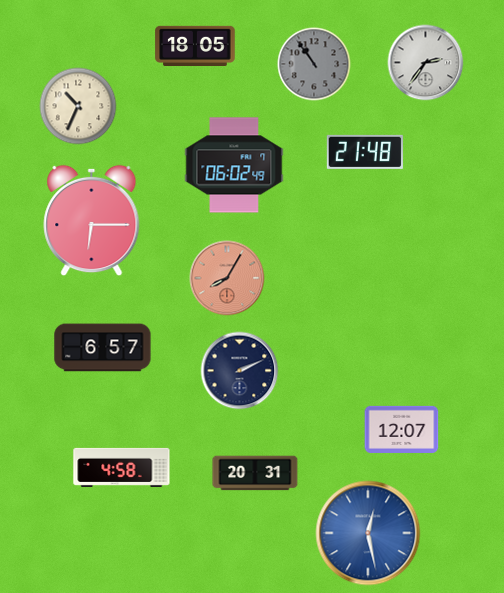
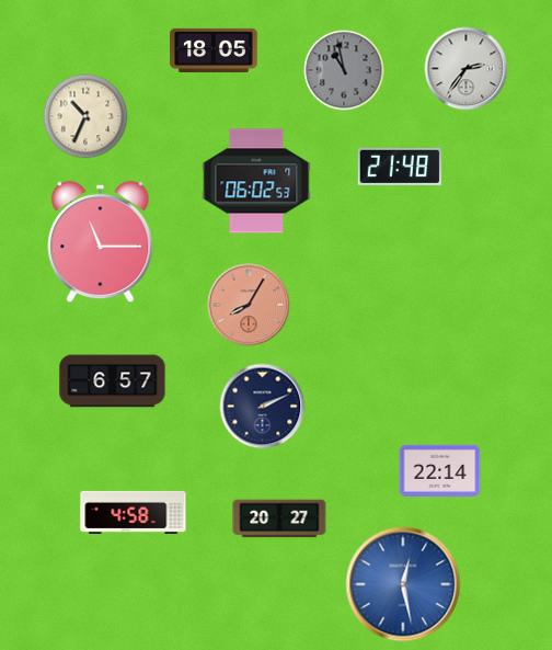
clock at (314, 64): 10:54 -> 10:58
clock at (234, 165): 06:02:49 -> 06:02:53
clock at (92, 221): 6:15 -> 11:15
clock at (402, 429): 12:07 -> 22:14
clock at (255, 473): 20:31 -> 20:27
